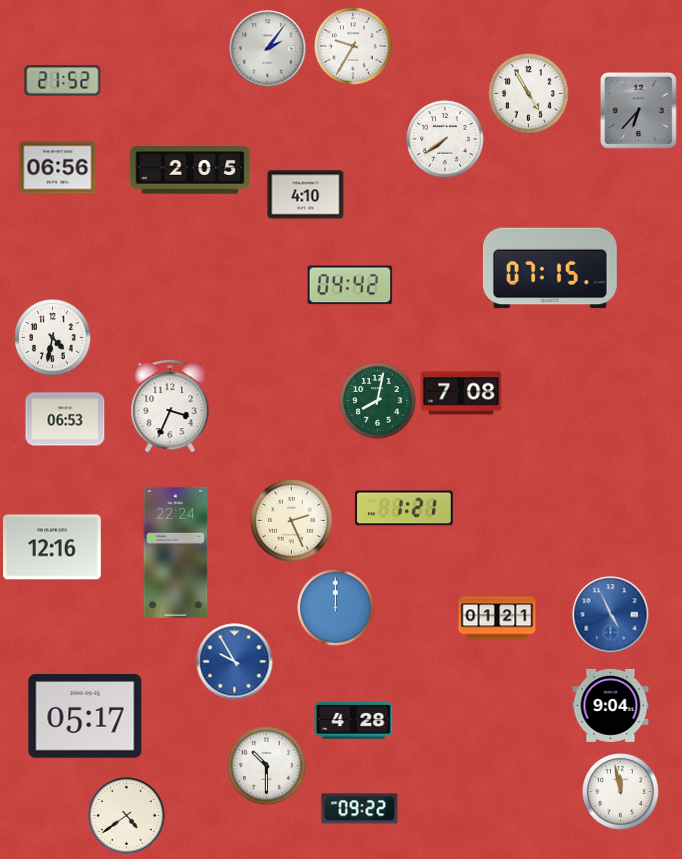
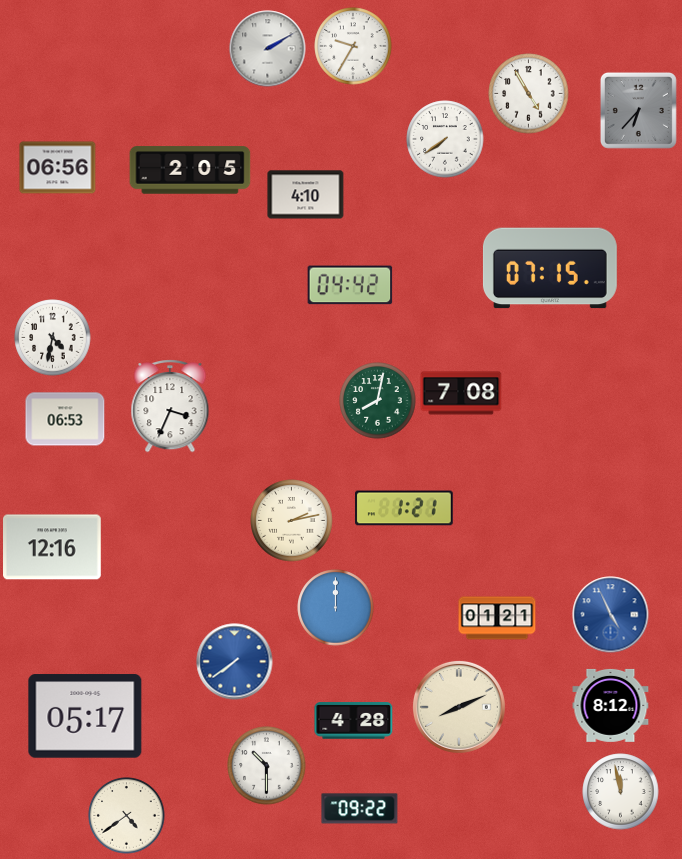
clock at (268, 49): 2:06 -> 2:10
clock at (63, 81): 21:52 -> none
clock at (292, 521): 2:26 -> 2:13
clock at (176, 552): 22:24 -> none
clock at (235, 662): 9:55 -> 7:39
clock at (611, 705): 9:04 -> 8:12
clock at (459, 707): none -> 8:11
